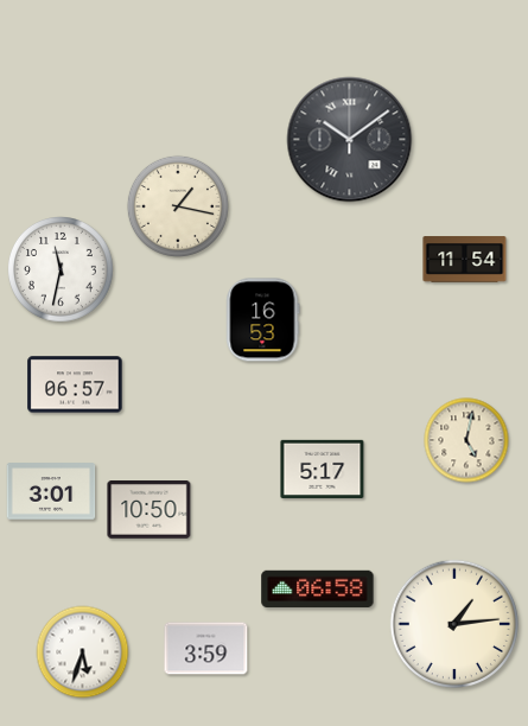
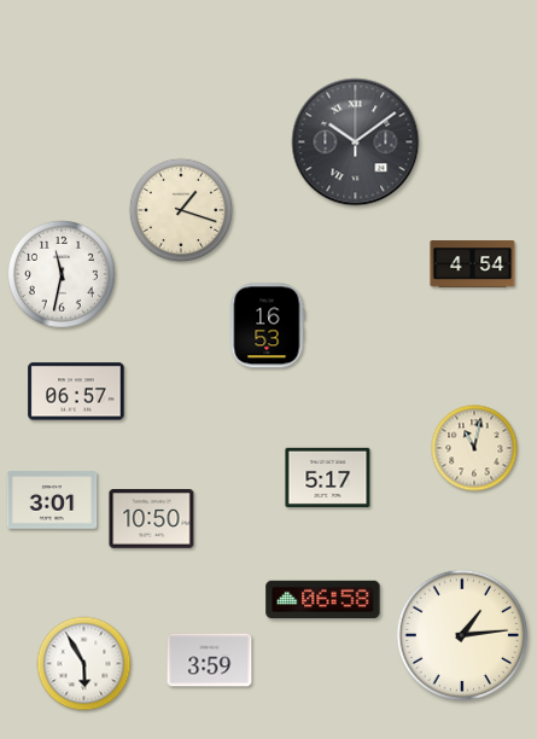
clock at (178, 206): 1:17 -> 1:18
clock at (465, 260): 11:54 -> 4:54
clock at (466, 440): 5:02 -> 11:02
clock at (83, 652): 5:33 -> 5:55
